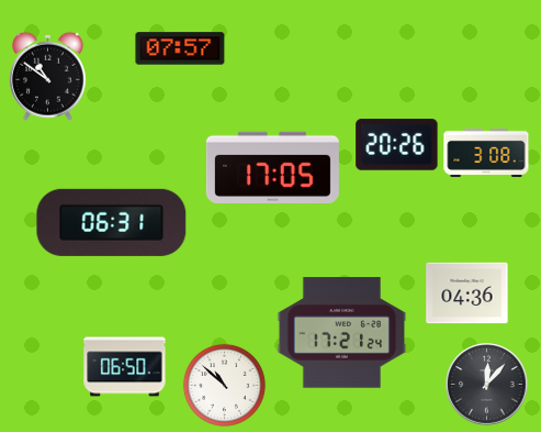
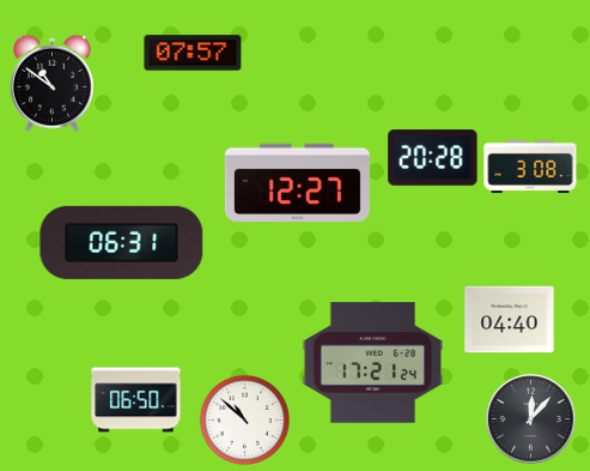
clock at (180, 48) position: (180, 48) -> (193, 53)
clock at (397, 145): 20:26 -> 20:28
clock at (272, 167): 17:05 -> 12:27
clock at (467, 293): 04:36 -> 04:40
